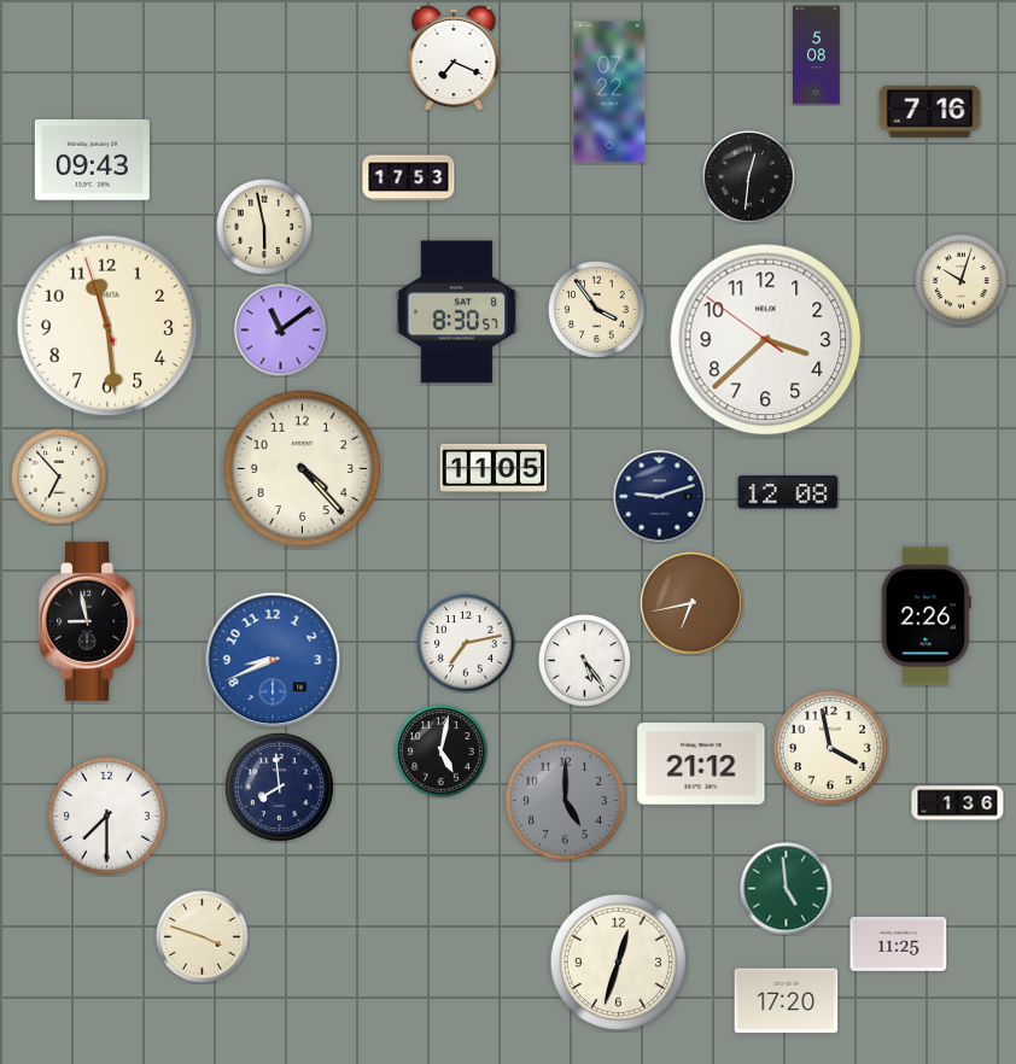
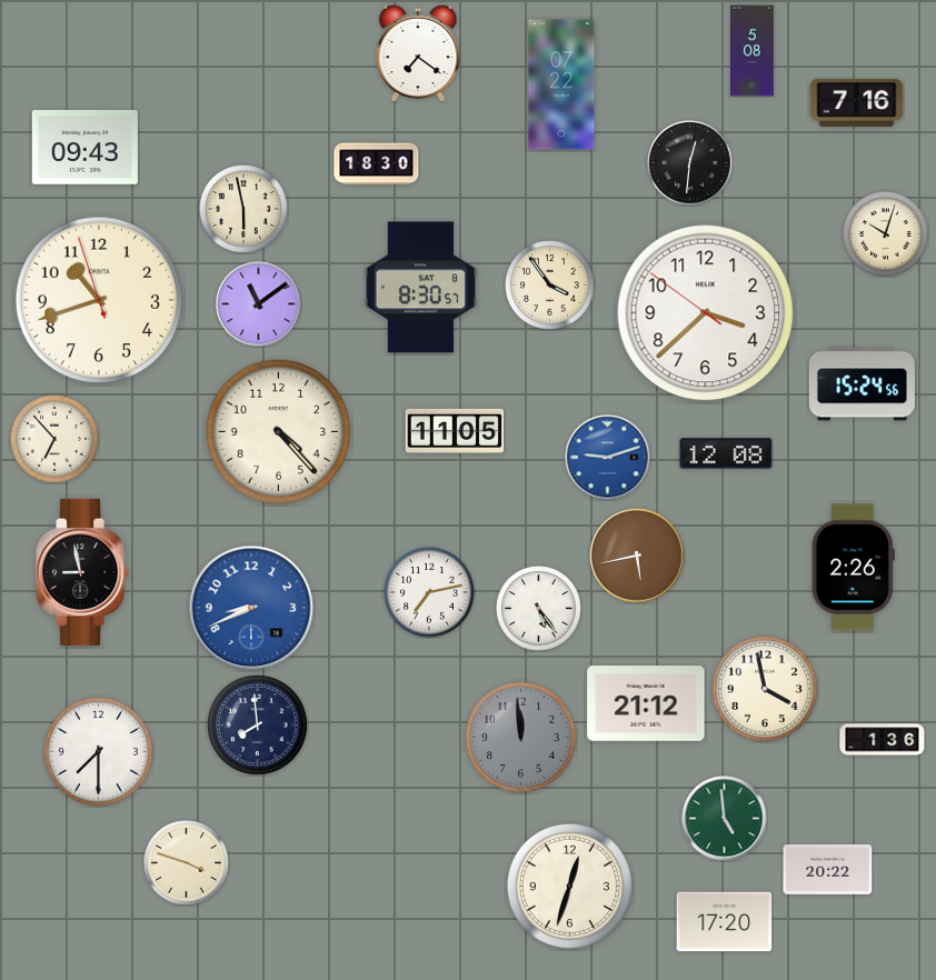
clock at (454, 58): 7:19 -> 7:21
clock at (409, 179): 17:53 -> 18:30
clock at (962, 281) position: (962, 281) -> (886, 234)
clock at (107, 326): 11:28 -> 10:41
clock at (862, 384): none -> 15:24
clock at (660, 497) dial: navy -> blue
clock at (691, 603): 6:43 -> 5:43
clock at (442, 752): 5:02 -> none
clock at (565, 800): 5:00 -> 11:59
clock at (899, 943): 11:25 -> 20:22
